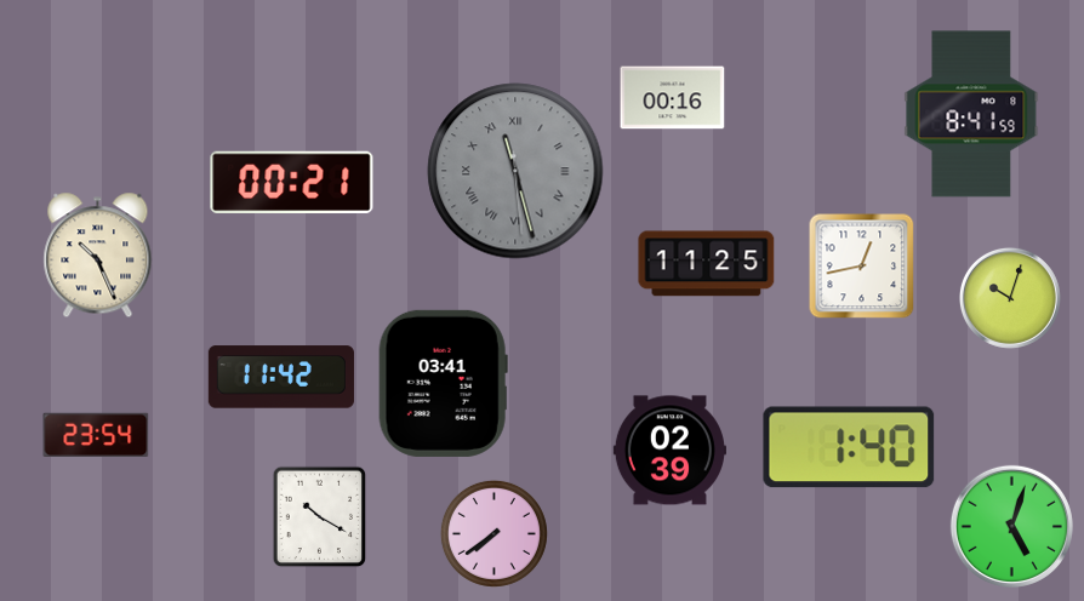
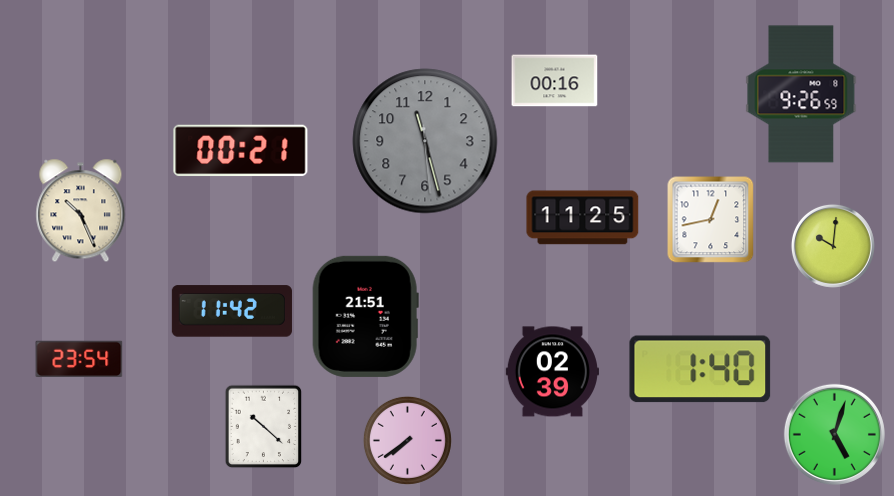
clock at (971, 114): 8:41 -> 9:26
clock at (515, 171) numerals: Roman -> Arabic
clock at (1010, 298): 10:03 -> 10:01
clock at (443, 383): 03:41 -> 21:51
clock at (320, 517): 10:20 -> 10:22
